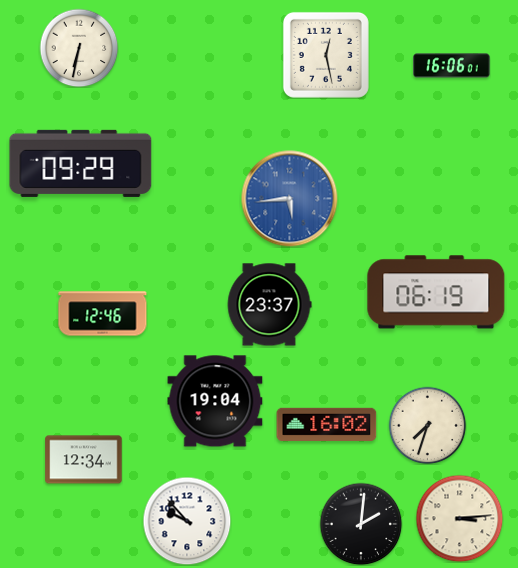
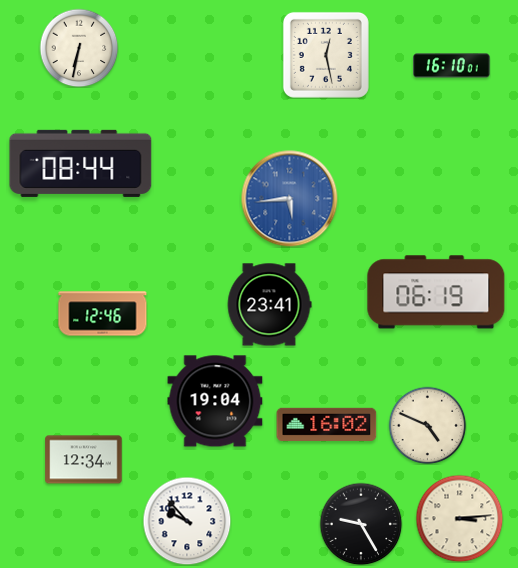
clock at (452, 66): 16:06 -> 16:10
clock at (81, 163): 09:29 -> 08:44
clock at (269, 305): 23:37 -> 23:41
clock at (427, 425): 7:33 -> 4:49
clock at (361, 524): 2:01 -> 9:25
